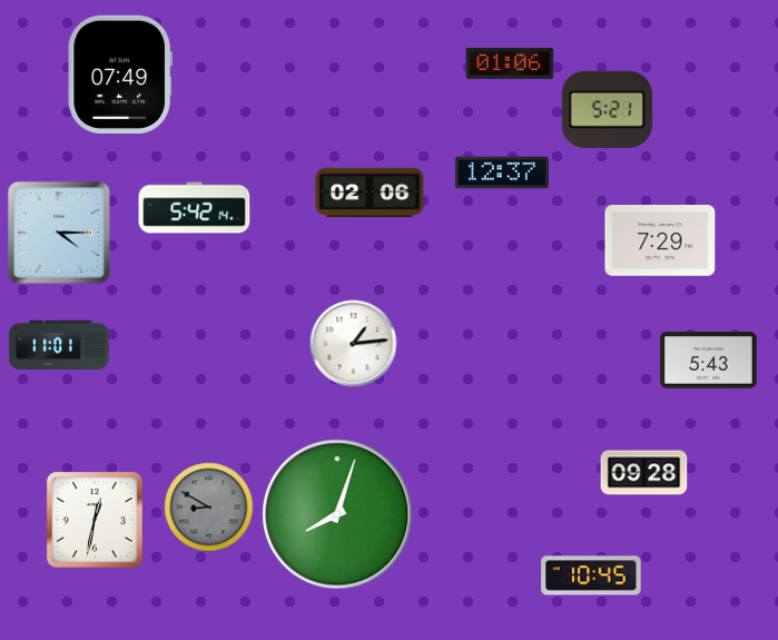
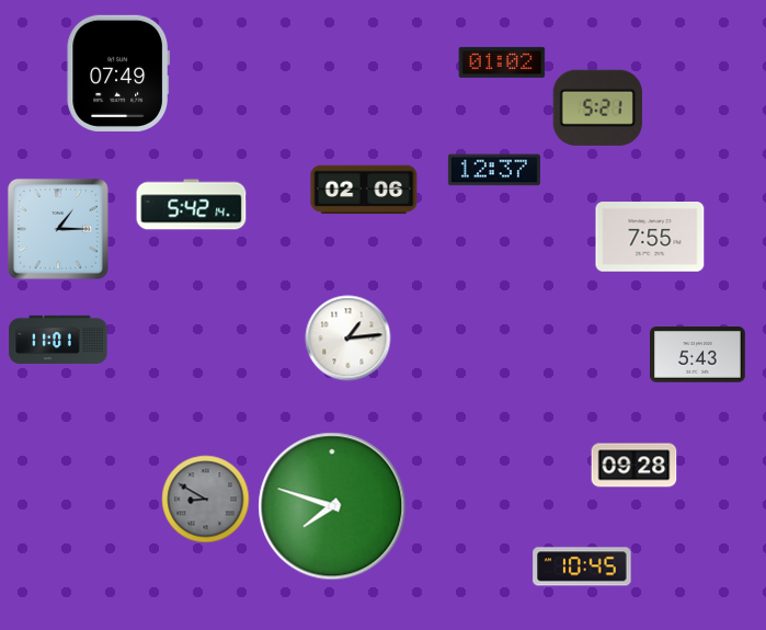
clock at (510, 63): 01:06 -> 01:02
clock at (59, 233): 4:15 -> 1:15
clock at (660, 240): 7:29 -> 7:55
clock at (337, 514): 8:03 -> 7:48
clock at (95, 520): 12:32 -> none
